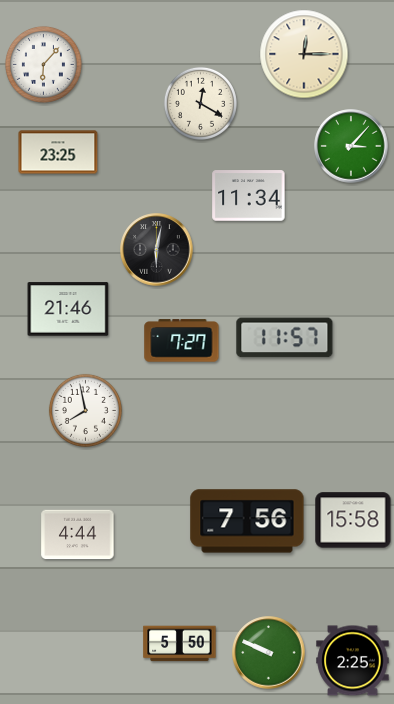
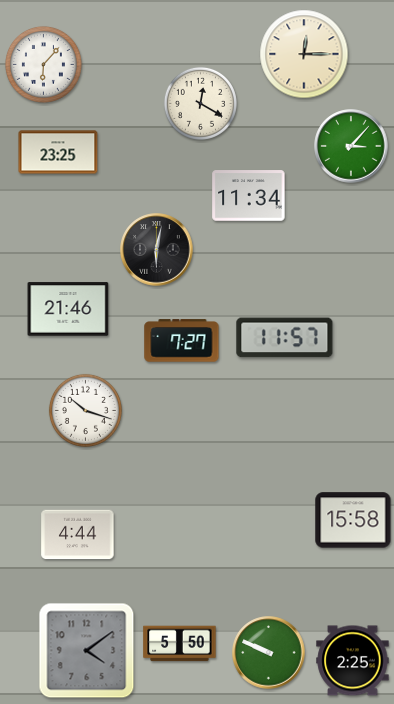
clock at (85, 410): 7:58 -> 10:18
clock at (247, 521): 7:56 -> none
clock at (87, 651): none -> 4:09
